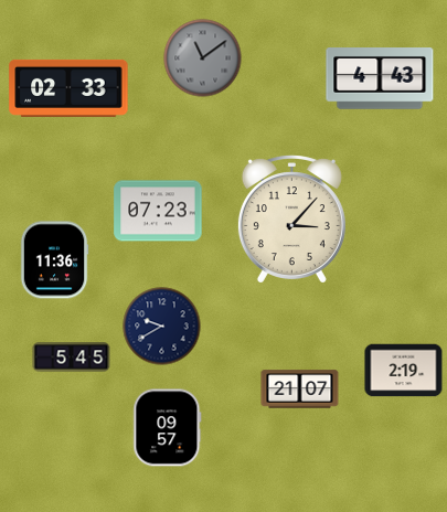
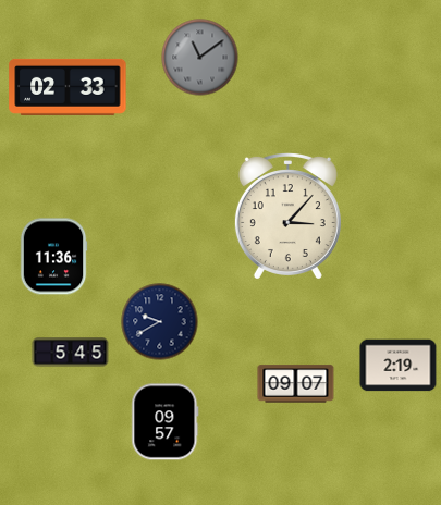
clock at (380, 79): 4:43 -> none
clock at (158, 211): 07:23 -> none
clock at (300, 390): 21:07 -> 09:07
